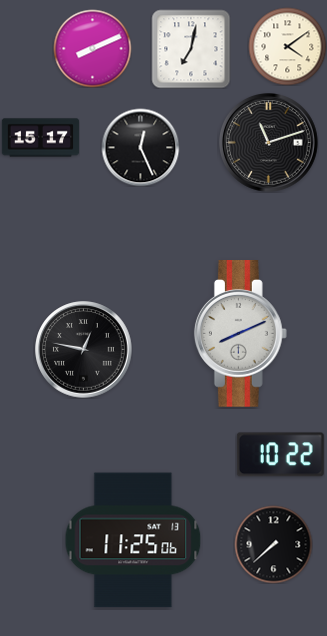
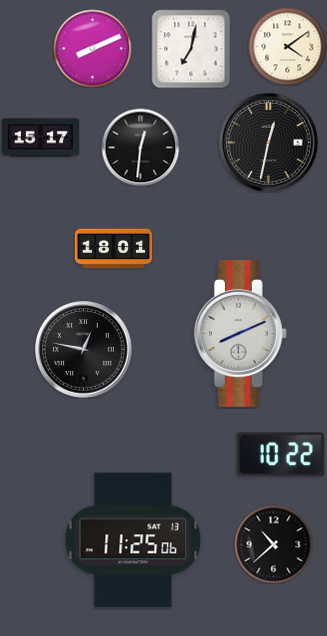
clock at (269, 143): 11:12 -> 12:32
clock at (140, 147): 12:26 -> 12:31
clock at (113, 249): none -> 18:01
clock at (273, 544): 7:38 -> 10:38
